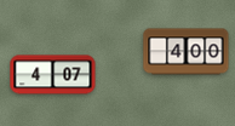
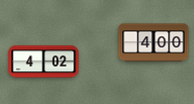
clock at (53, 75): 4:07 -> 4:02
